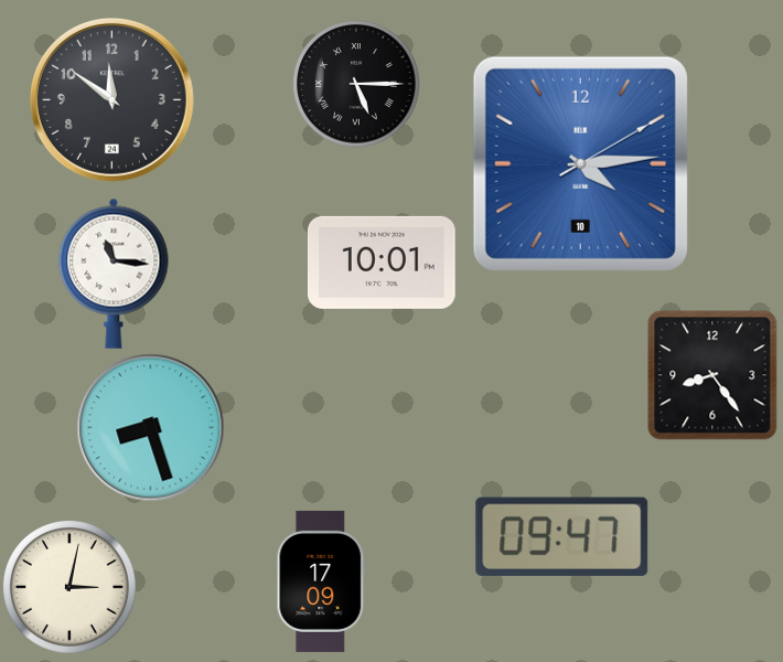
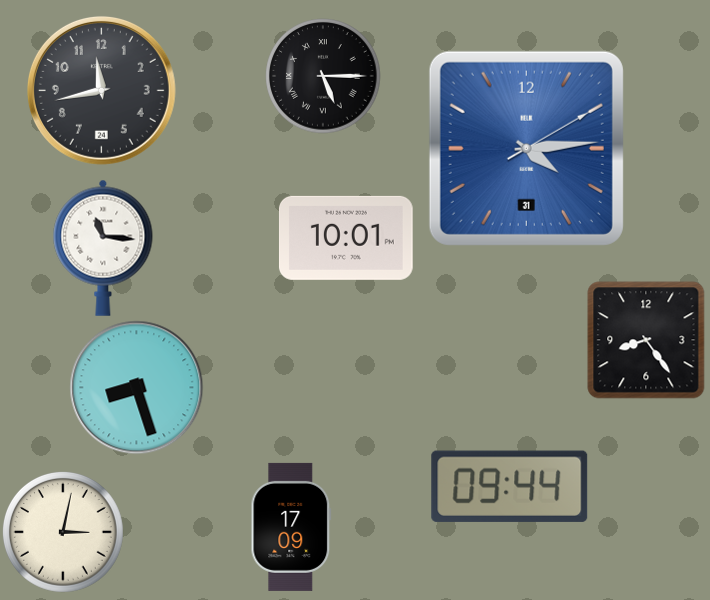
clock at (111, 99): 11:51 -> 11:43
clock at (580, 163) date: 10 -> 31
clock at (562, 536): 09:47 -> 09:44
